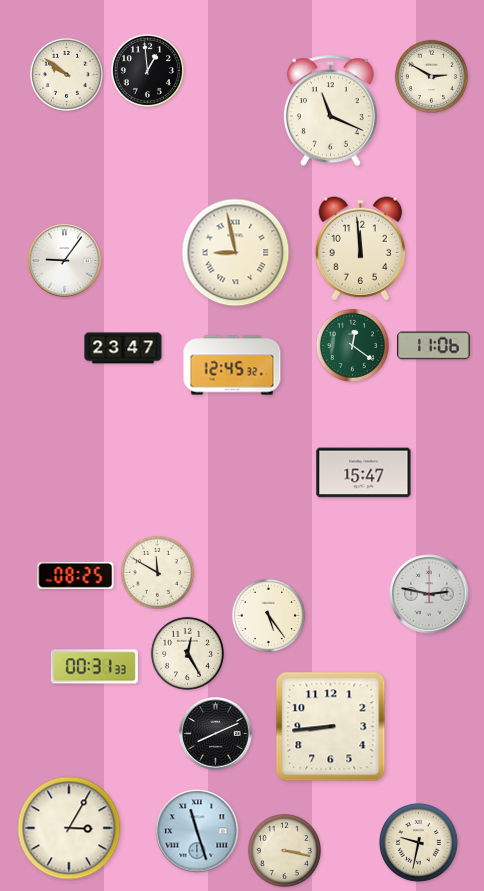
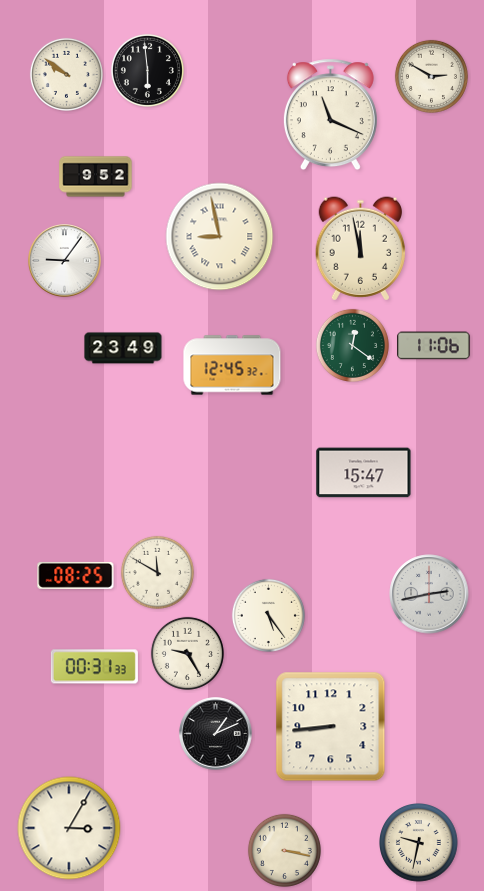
clock at (147, 70): 12:59 -> 5:59
clock at (330, 111) position: (330, 111) -> (330, 115)
clock at (96, 177): none -> 9:52
clock at (360, 249): 11:59 -> 11:58
clock at (236, 253) position: (236, 253) -> (220, 237)
clock at (123, 348): 23:47 -> 23:49
clock at (429, 594): 2:47 -> 2:43
clock at (187, 653): 12:25 -> 9:25
clock at (216, 734): 8:11 -> 1:11
clock at (197, 831): 11:27 -> none
